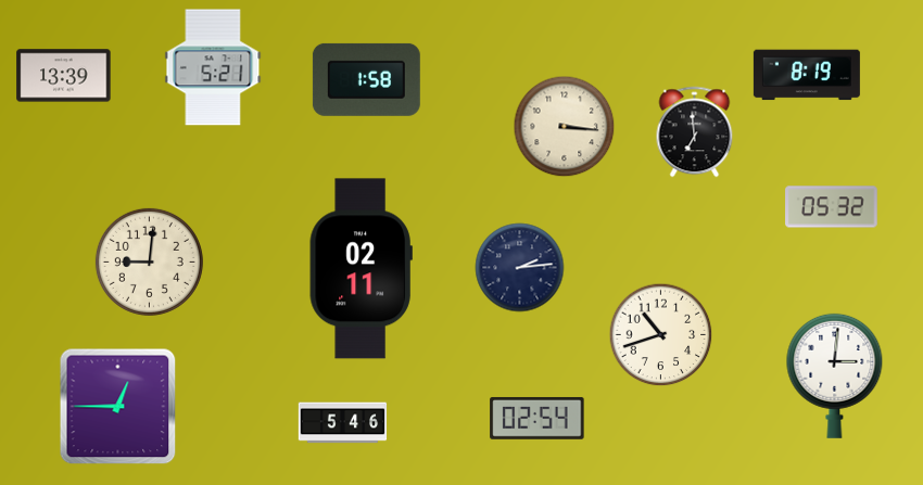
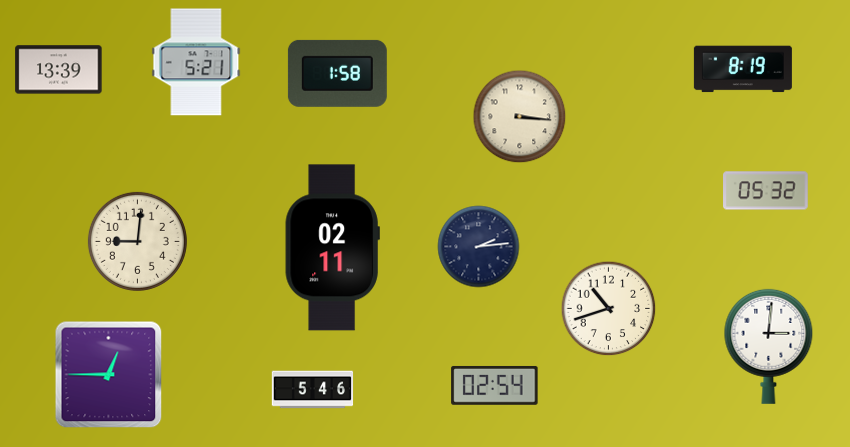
clock at (695, 132): 6:59 -> none
clock at (343, 423) position: (343, 423) -> (313, 390)
